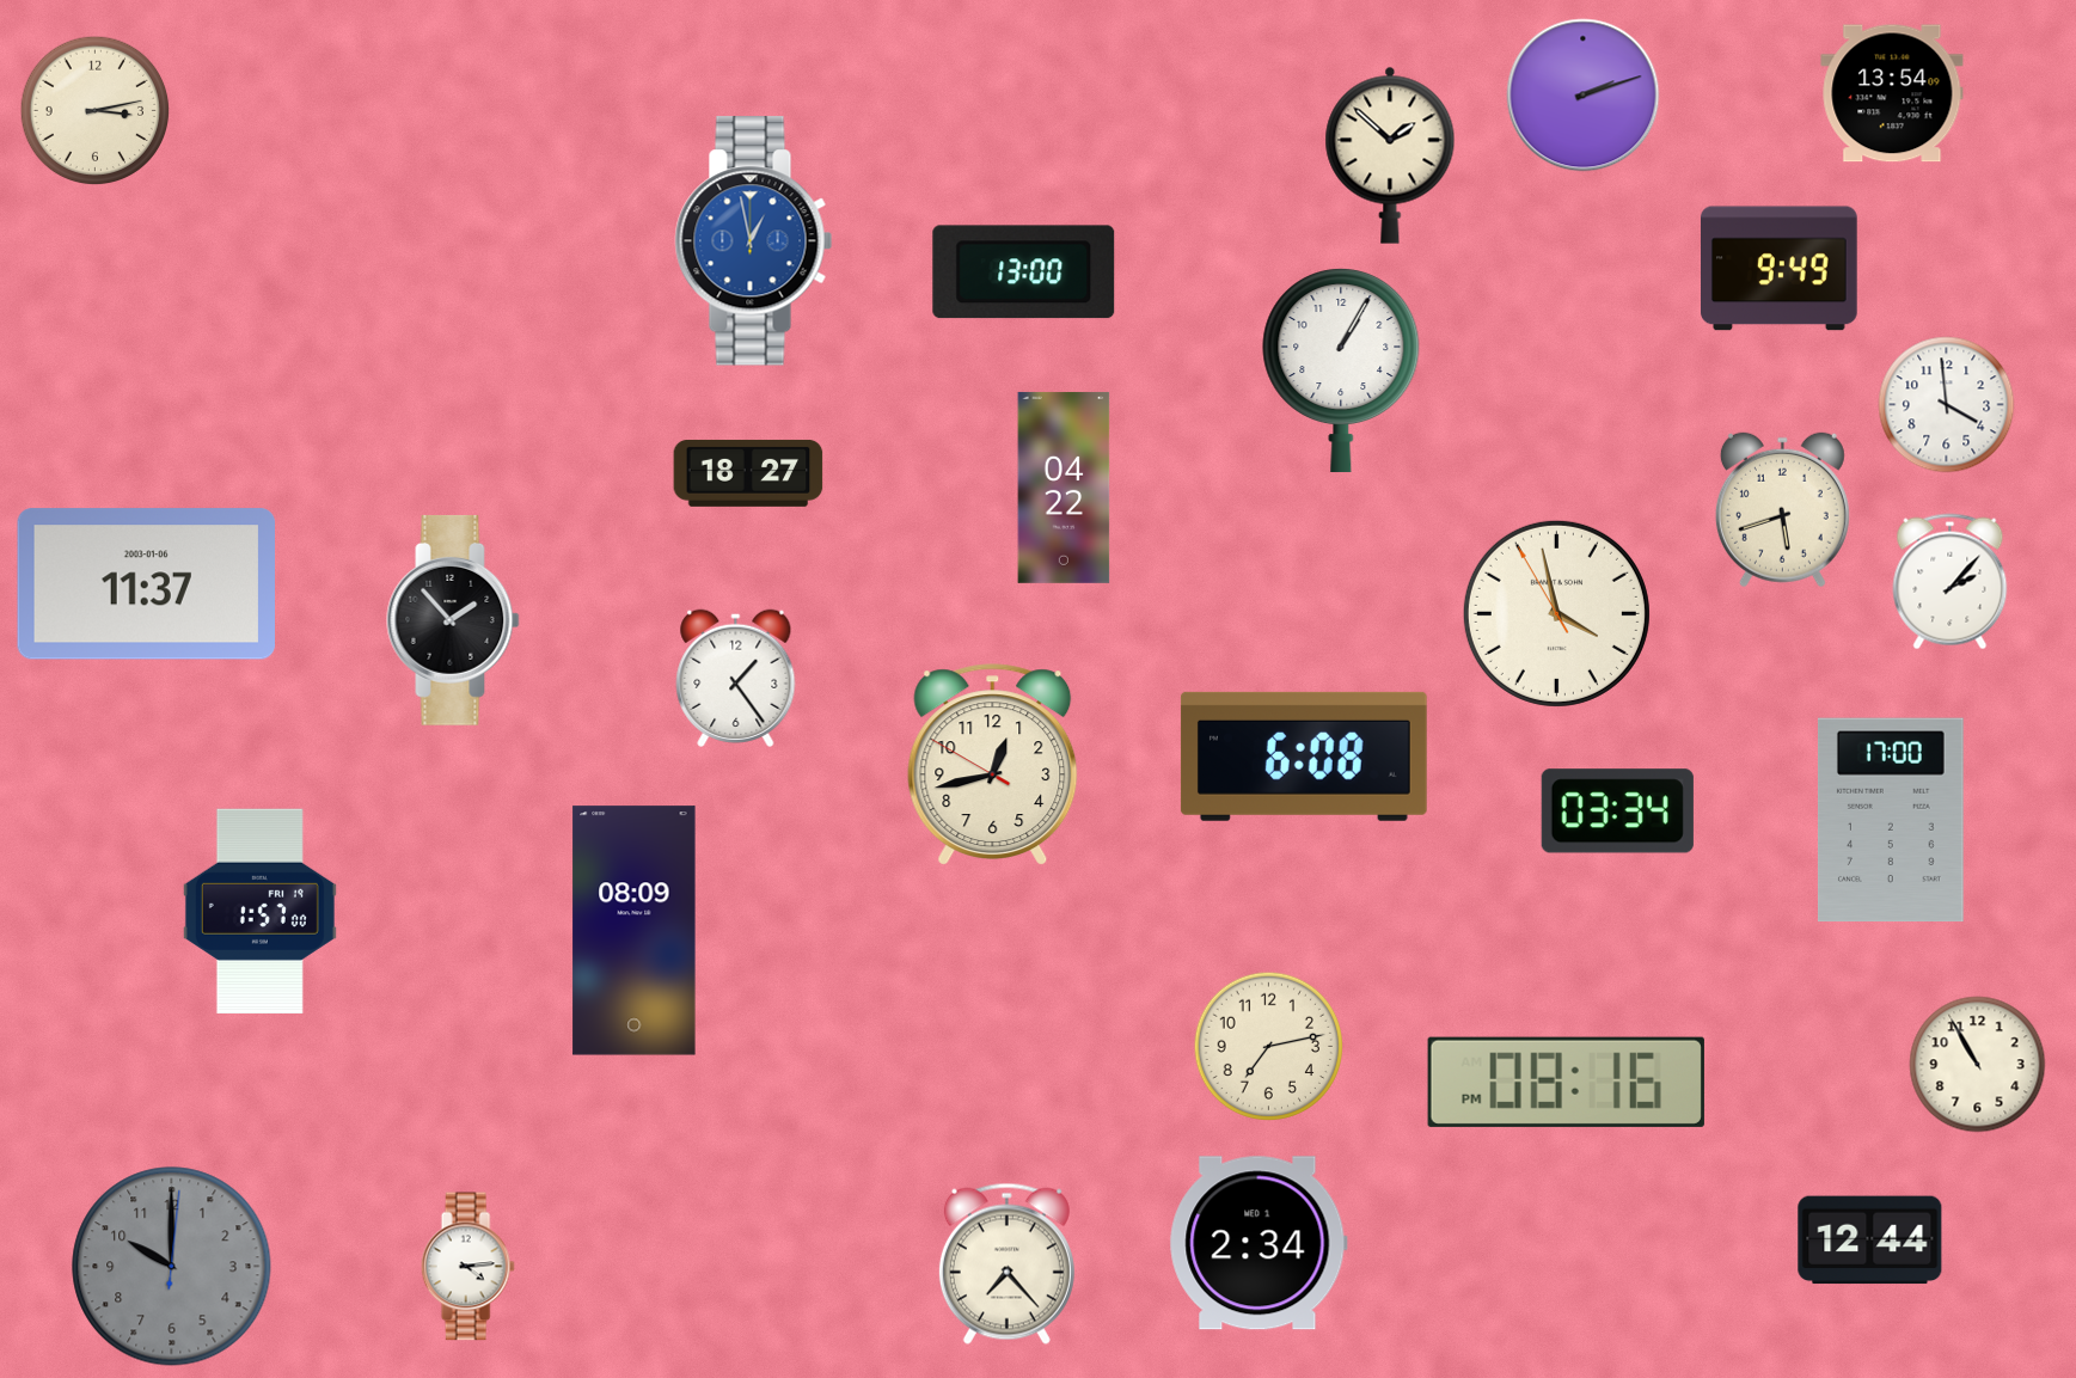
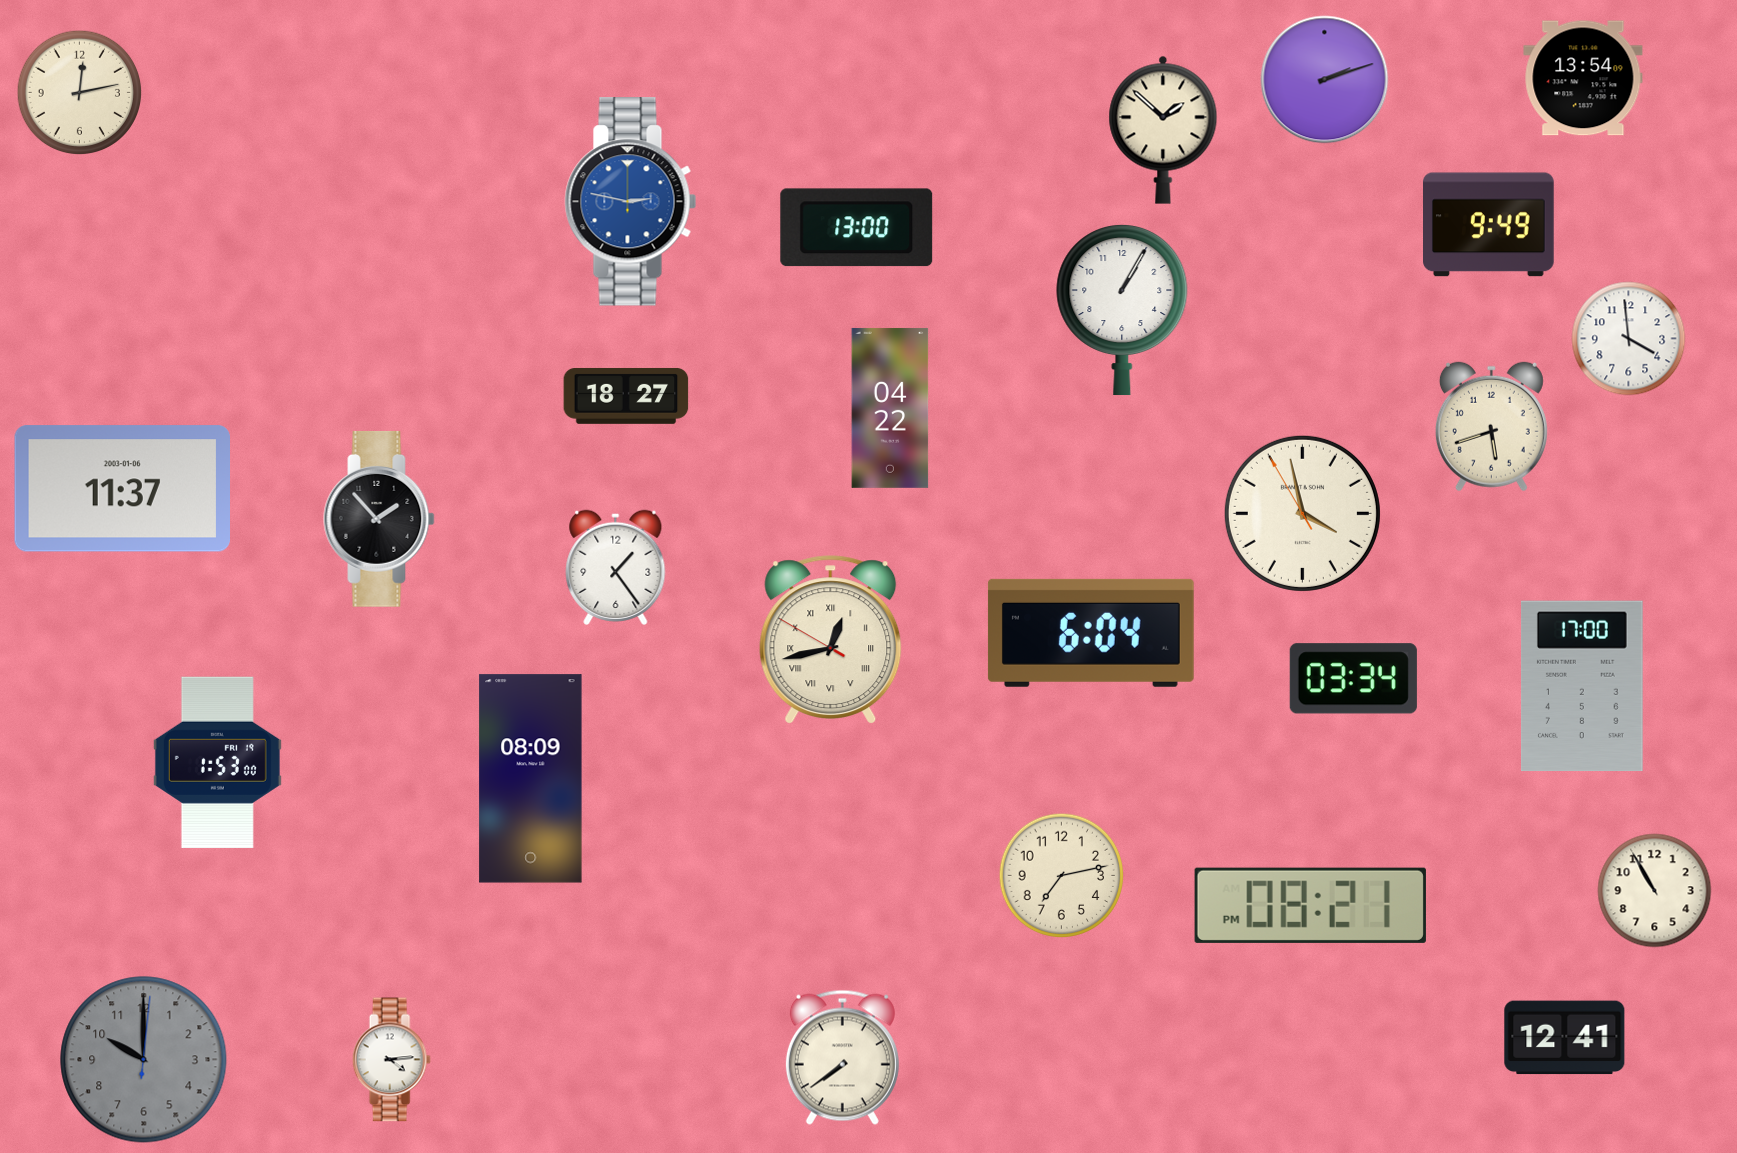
clock at (96, 111): 3:13 -> 12:13
clock at (754, 241): 12:58 -> 2:47
clock at (1951, 582): 2:07 -> none
clock at (1304, 757): 6:08 -> 6:04
clock at (993, 765) numerals: Arabic -> Roman
clock at (259, 911): 1:57 -> 1:53
clock at (1566, 1082): 08:16 -> 08:21
clock at (1870, 1241): 12:44 -> 12:41
clock at (1259, 1243): 2:34 -> none
clock at (1006, 1263): 7:23 -> 7:39
